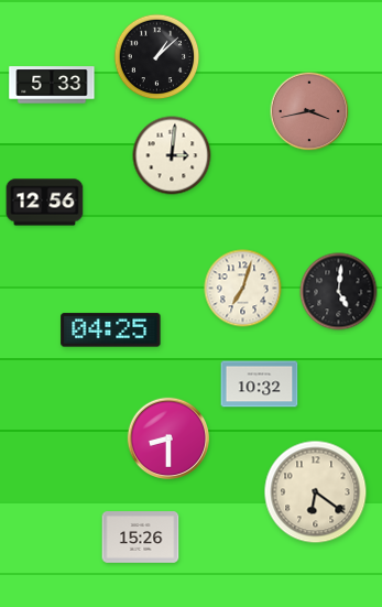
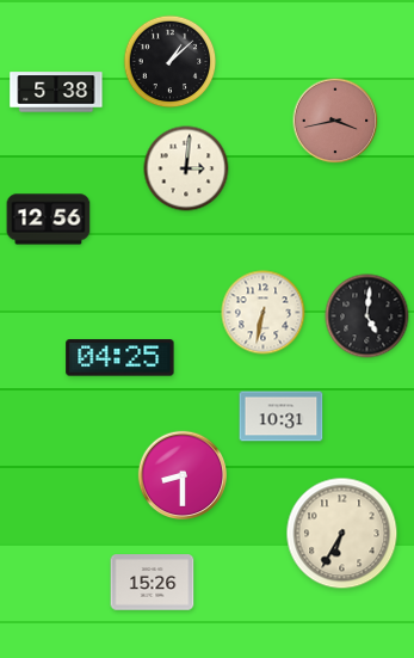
clock at (52, 85): 5:33 -> 5:38
clock at (243, 289): 7:03 -> 6:32
clock at (260, 384): 10:32 -> 10:31
clock at (316, 492): 6:21 -> 6:35
